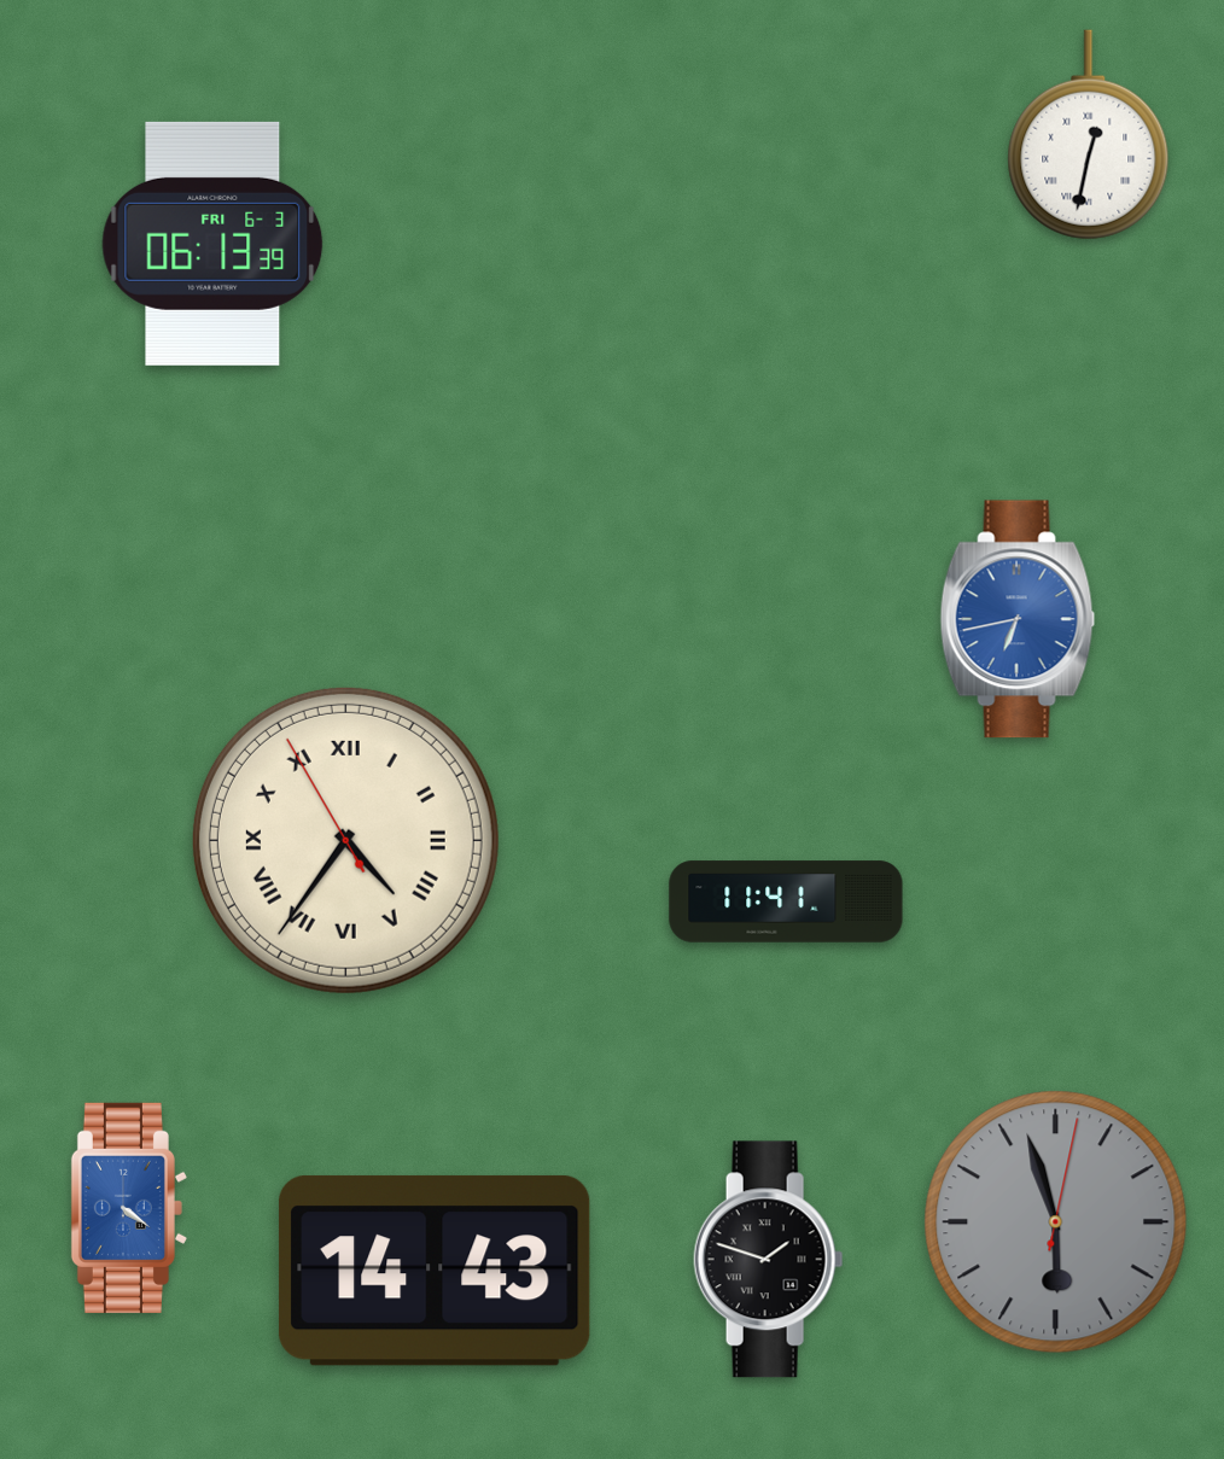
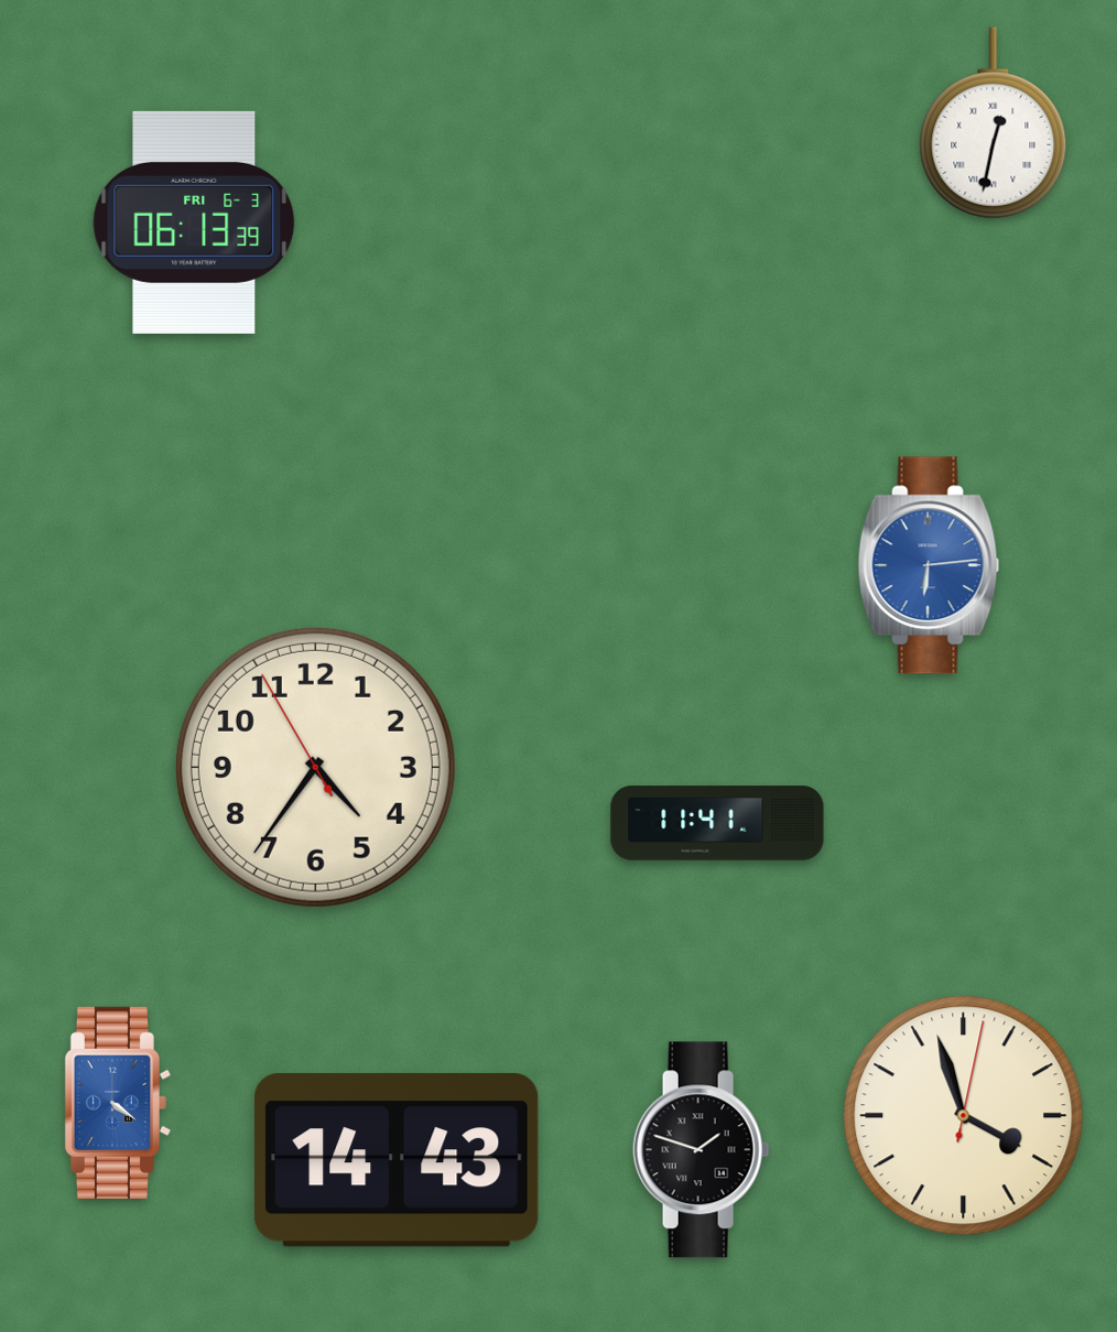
clock at (1018, 619): 6:43 -> 6:14
clock at (345, 840) numerals: Roman -> Arabic
clock at (1056, 1222): 5:57 -> 3:57
clock at (1056, 1222) dial: grey -> cream
